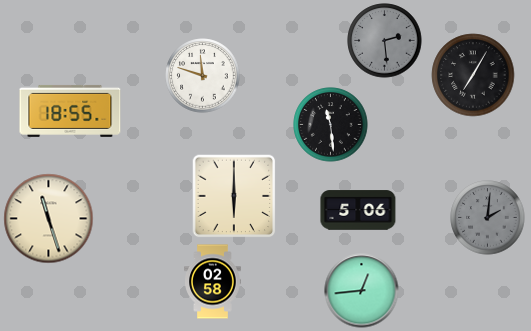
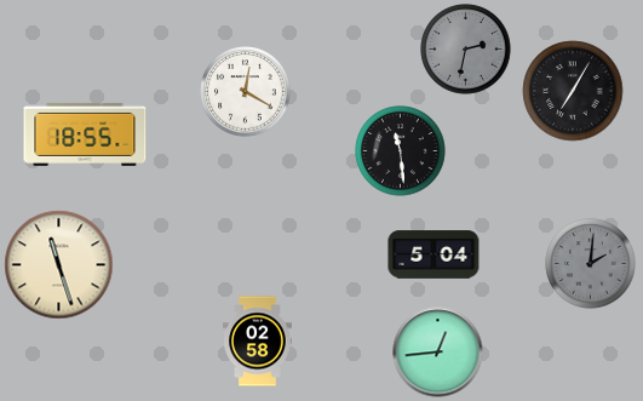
clock at (385, 41): 2:29 -> 2:32
clock at (203, 76): 11:48 -> 12:20
clock at (234, 196): 6:00 -> none
clock at (358, 210): 5:06 -> 5:04
